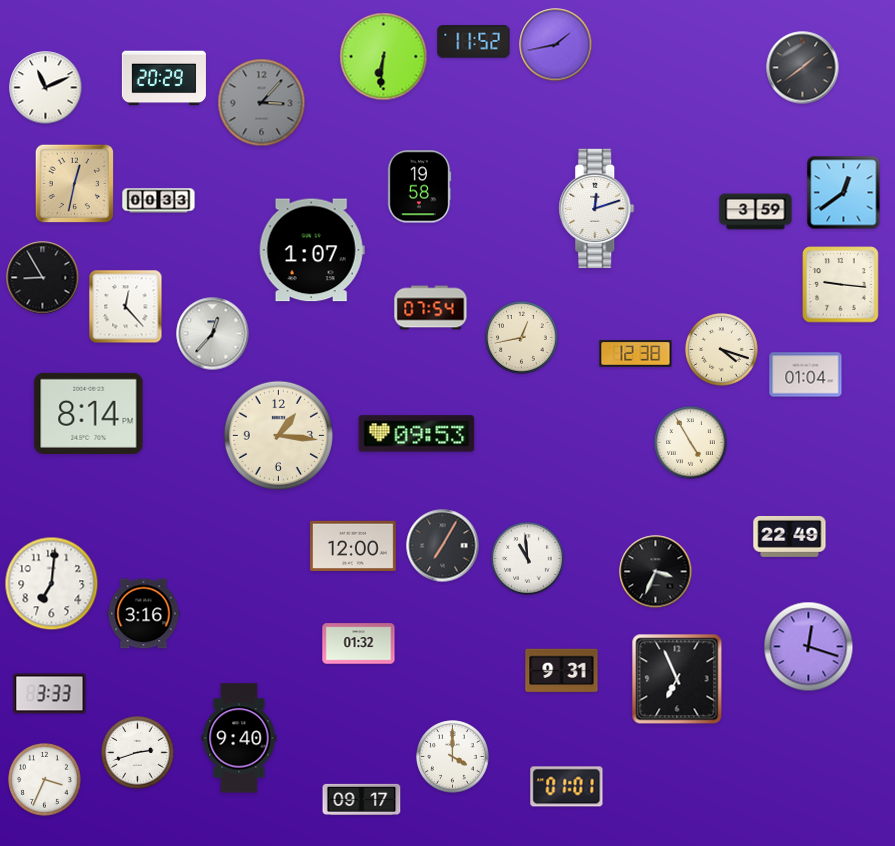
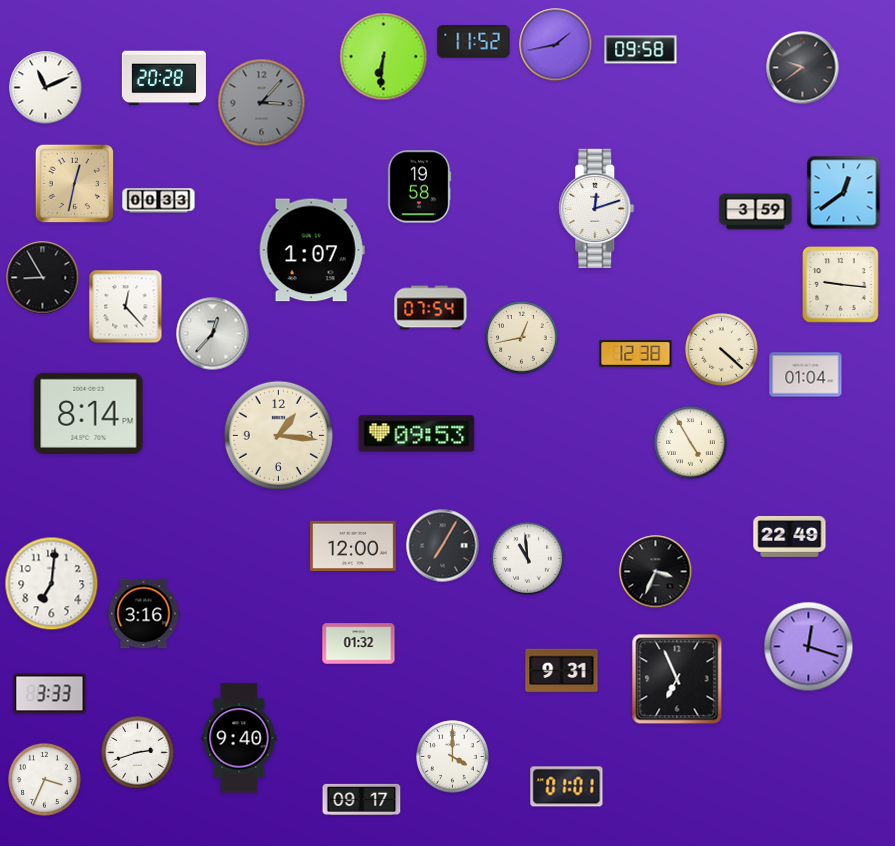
clock at (641, 50): none -> 09:58
clock at (803, 68): 1:39 -> 9:39
clock at (164, 78): 20:29 -> 20:28
clock at (722, 350): 4:18 -> 4:22
